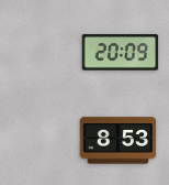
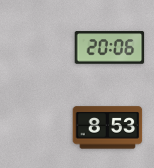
clock at (121, 53): 20:09 -> 20:06
